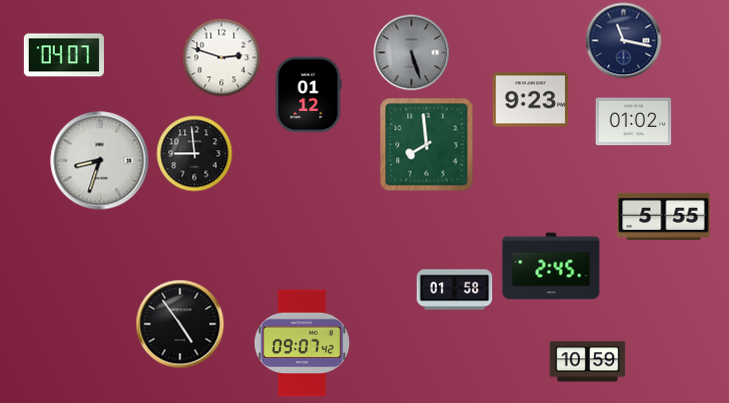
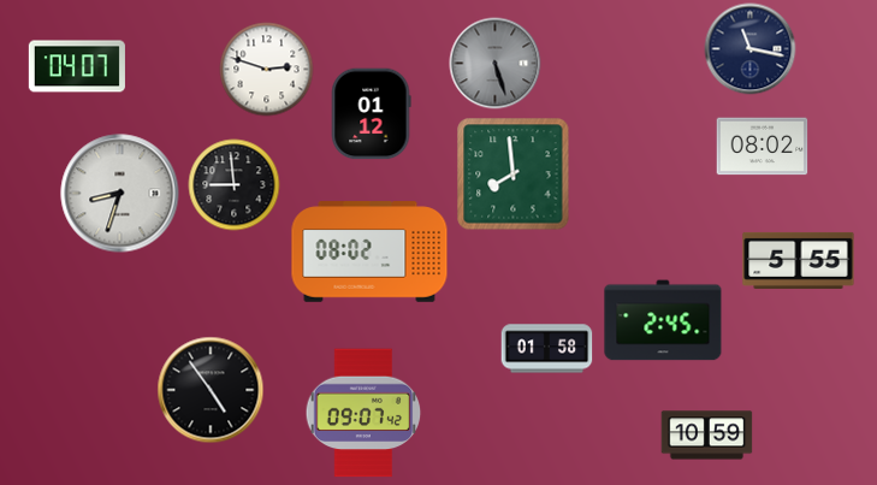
clock at (531, 100): 9:23 -> none
clock at (634, 122): 01:02 -> 08:02
clock at (369, 252): none -> 08:02
clock at (180, 324) position: (180, 324) -> (211, 390)
